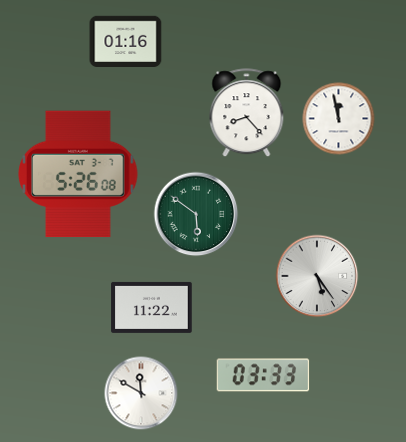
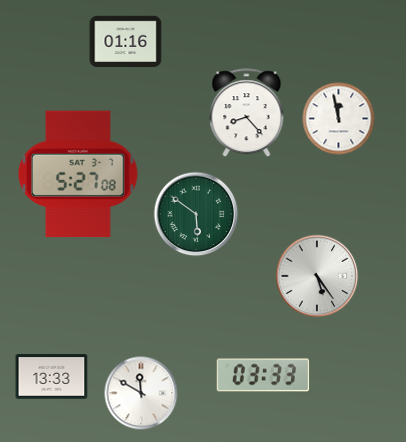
clock at (78, 174): 5:26 -> 5:27
clock at (152, 307): 11:22 -> none
clock at (52, 377): none -> 13:33
